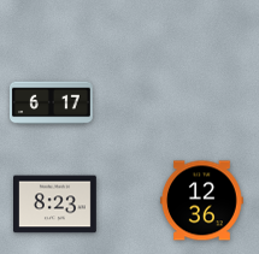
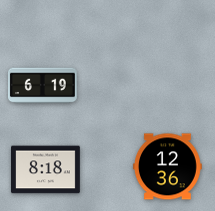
clock at (52, 104): 6:17 -> 6:19
clock at (55, 205): 8:23 -> 8:18
